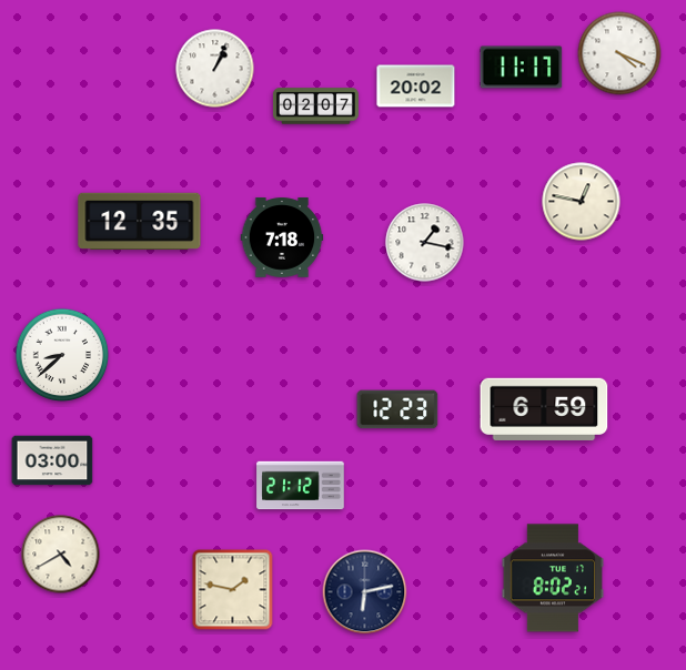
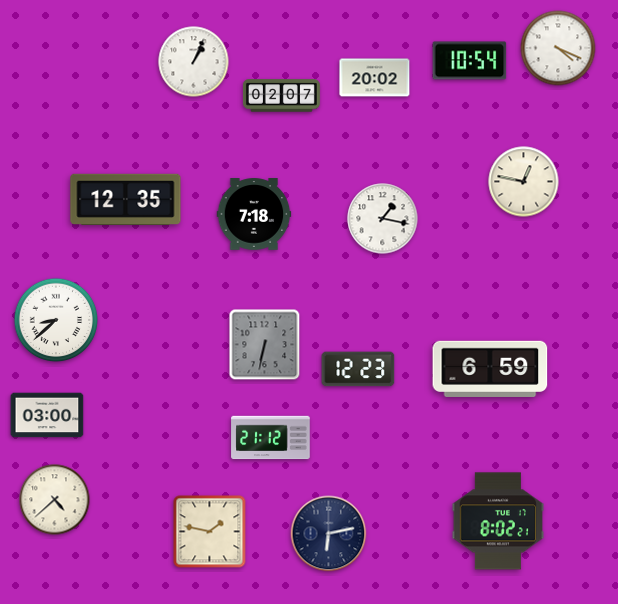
clock at (522, 68): 11:17 -> 10:54
clock at (315, 106) position: (315, 106) -> (281, 96)
clock at (265, 345): none -> 6:32
clock at (61, 555): 4:40 -> 4:38
